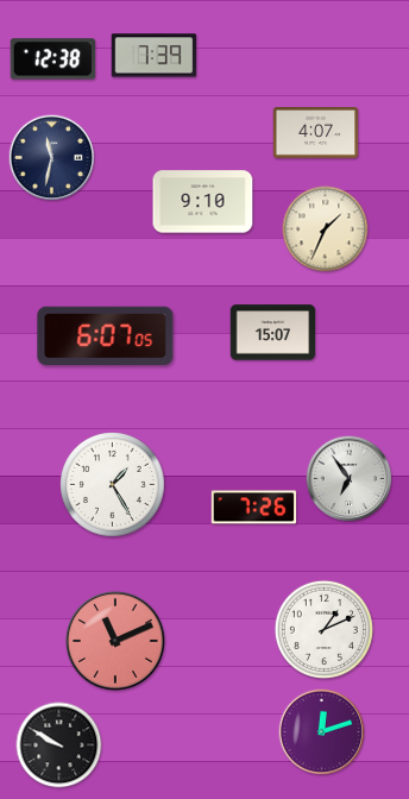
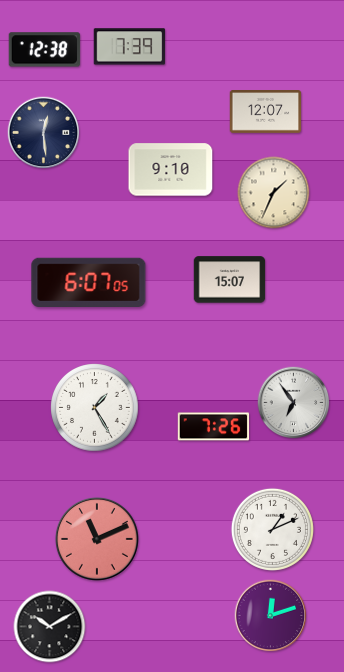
clock at (316, 133): 4:07 -> 12:07
clock at (52, 158): 11:32 -> 12:29
clock at (59, 745): 9:50 -> 10:10
